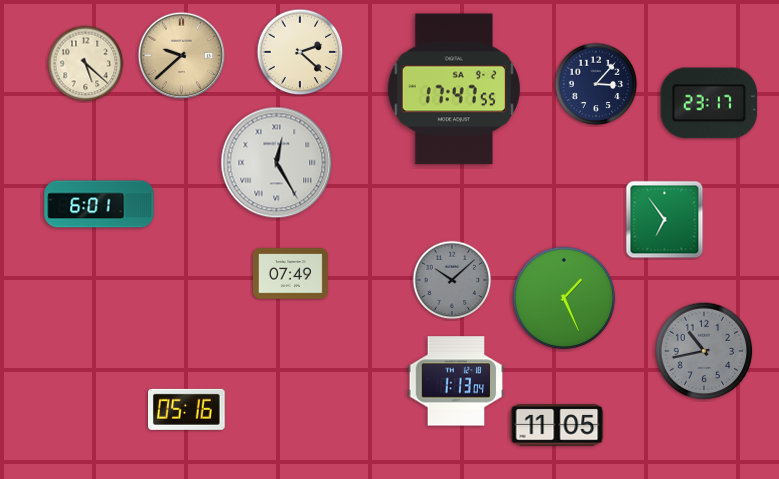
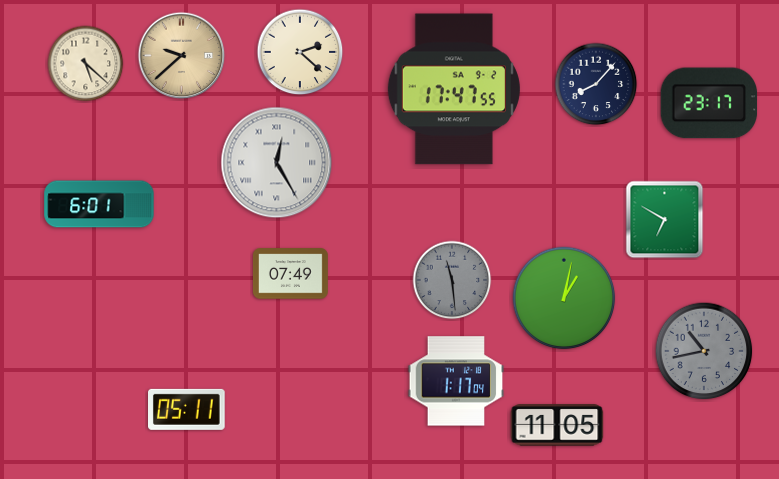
clock at (596, 84): 3:07 -> 8:07
clock at (665, 220): 6:54 -> 6:50
clock at (452, 280): 10:08 -> 11:29
clock at (564, 298): 1:26 -> 1:02
clock at (456, 381): 1:13 -> 1:17
clock at (187, 409): 05:16 -> 05:11
